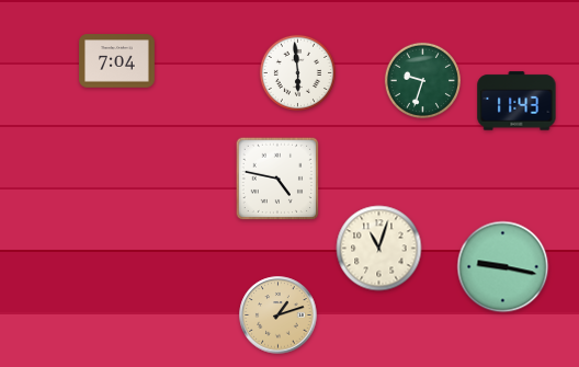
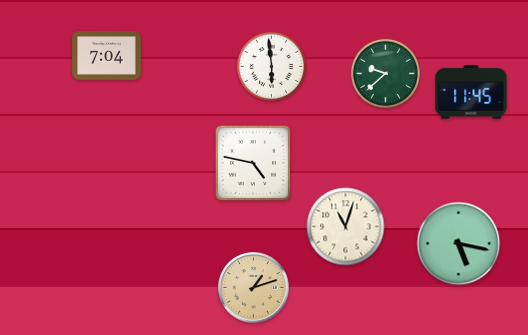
clock at (422, 80): 9:33 -> 9:38
clock at (516, 101): 11:43 -> 11:45
clock at (503, 267): 9:17 -> 5:17
